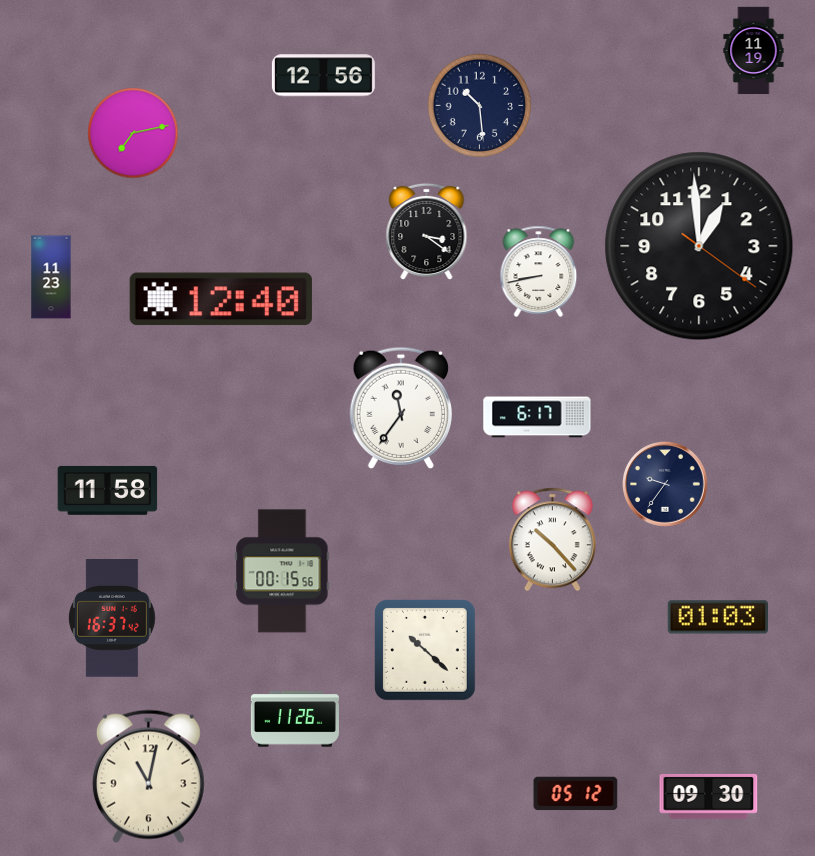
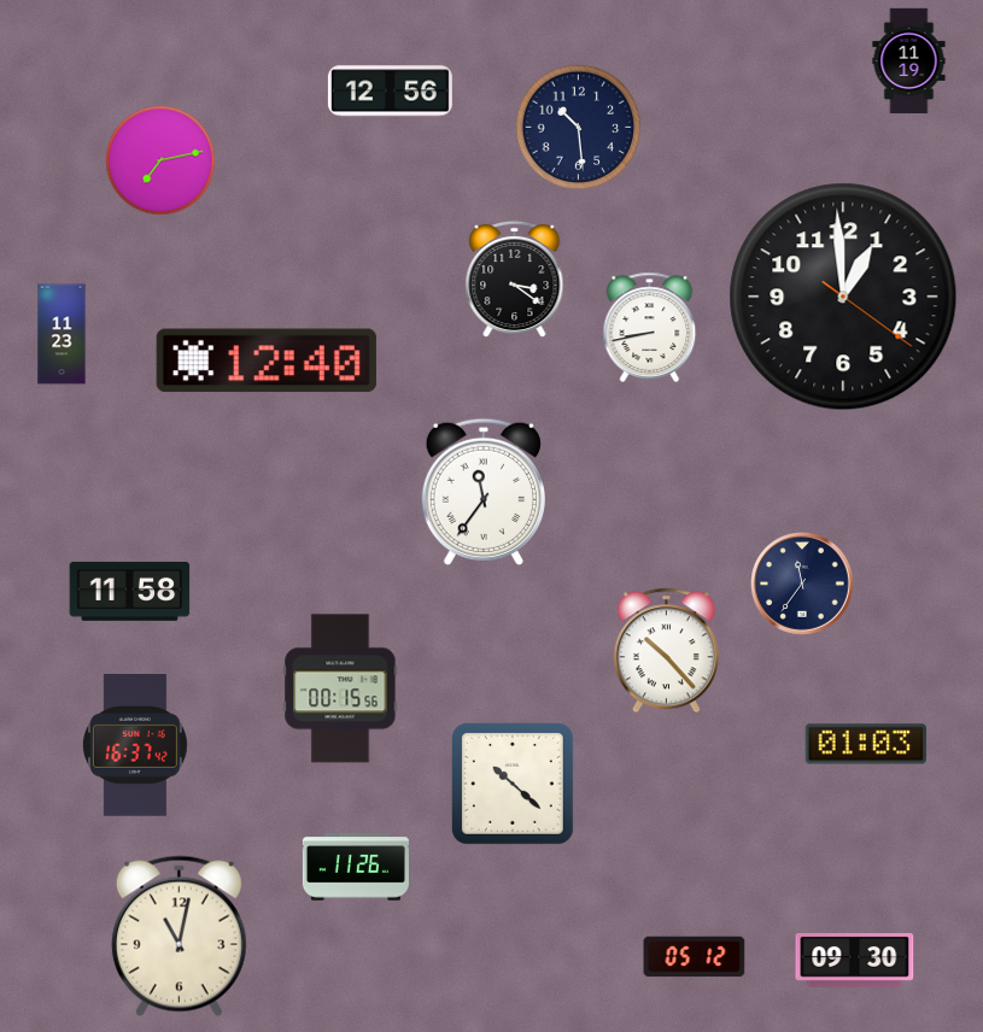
clock at (537, 417): 6:17 -> none
clock at (666, 485): 9:36 -> 11:36
